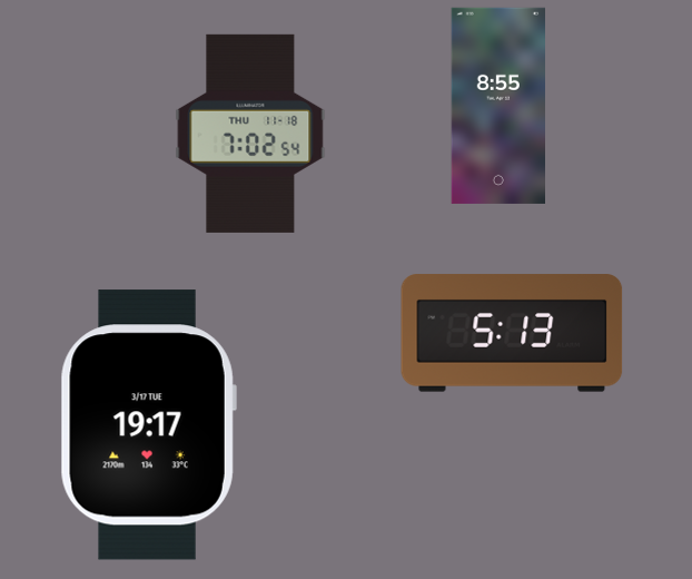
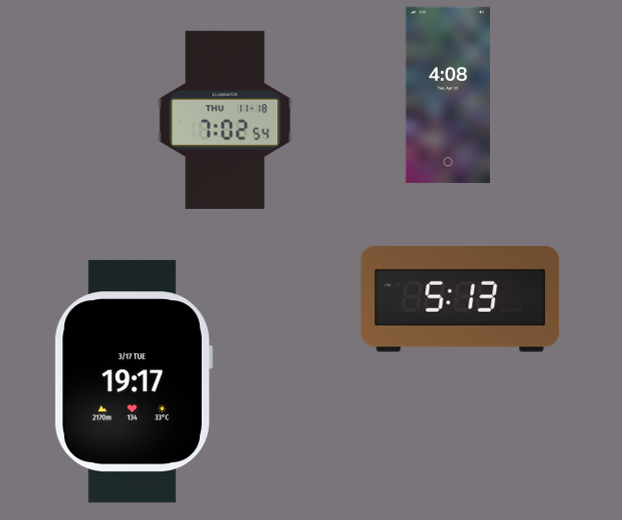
clock at (497, 106): 8:55 -> 4:08
